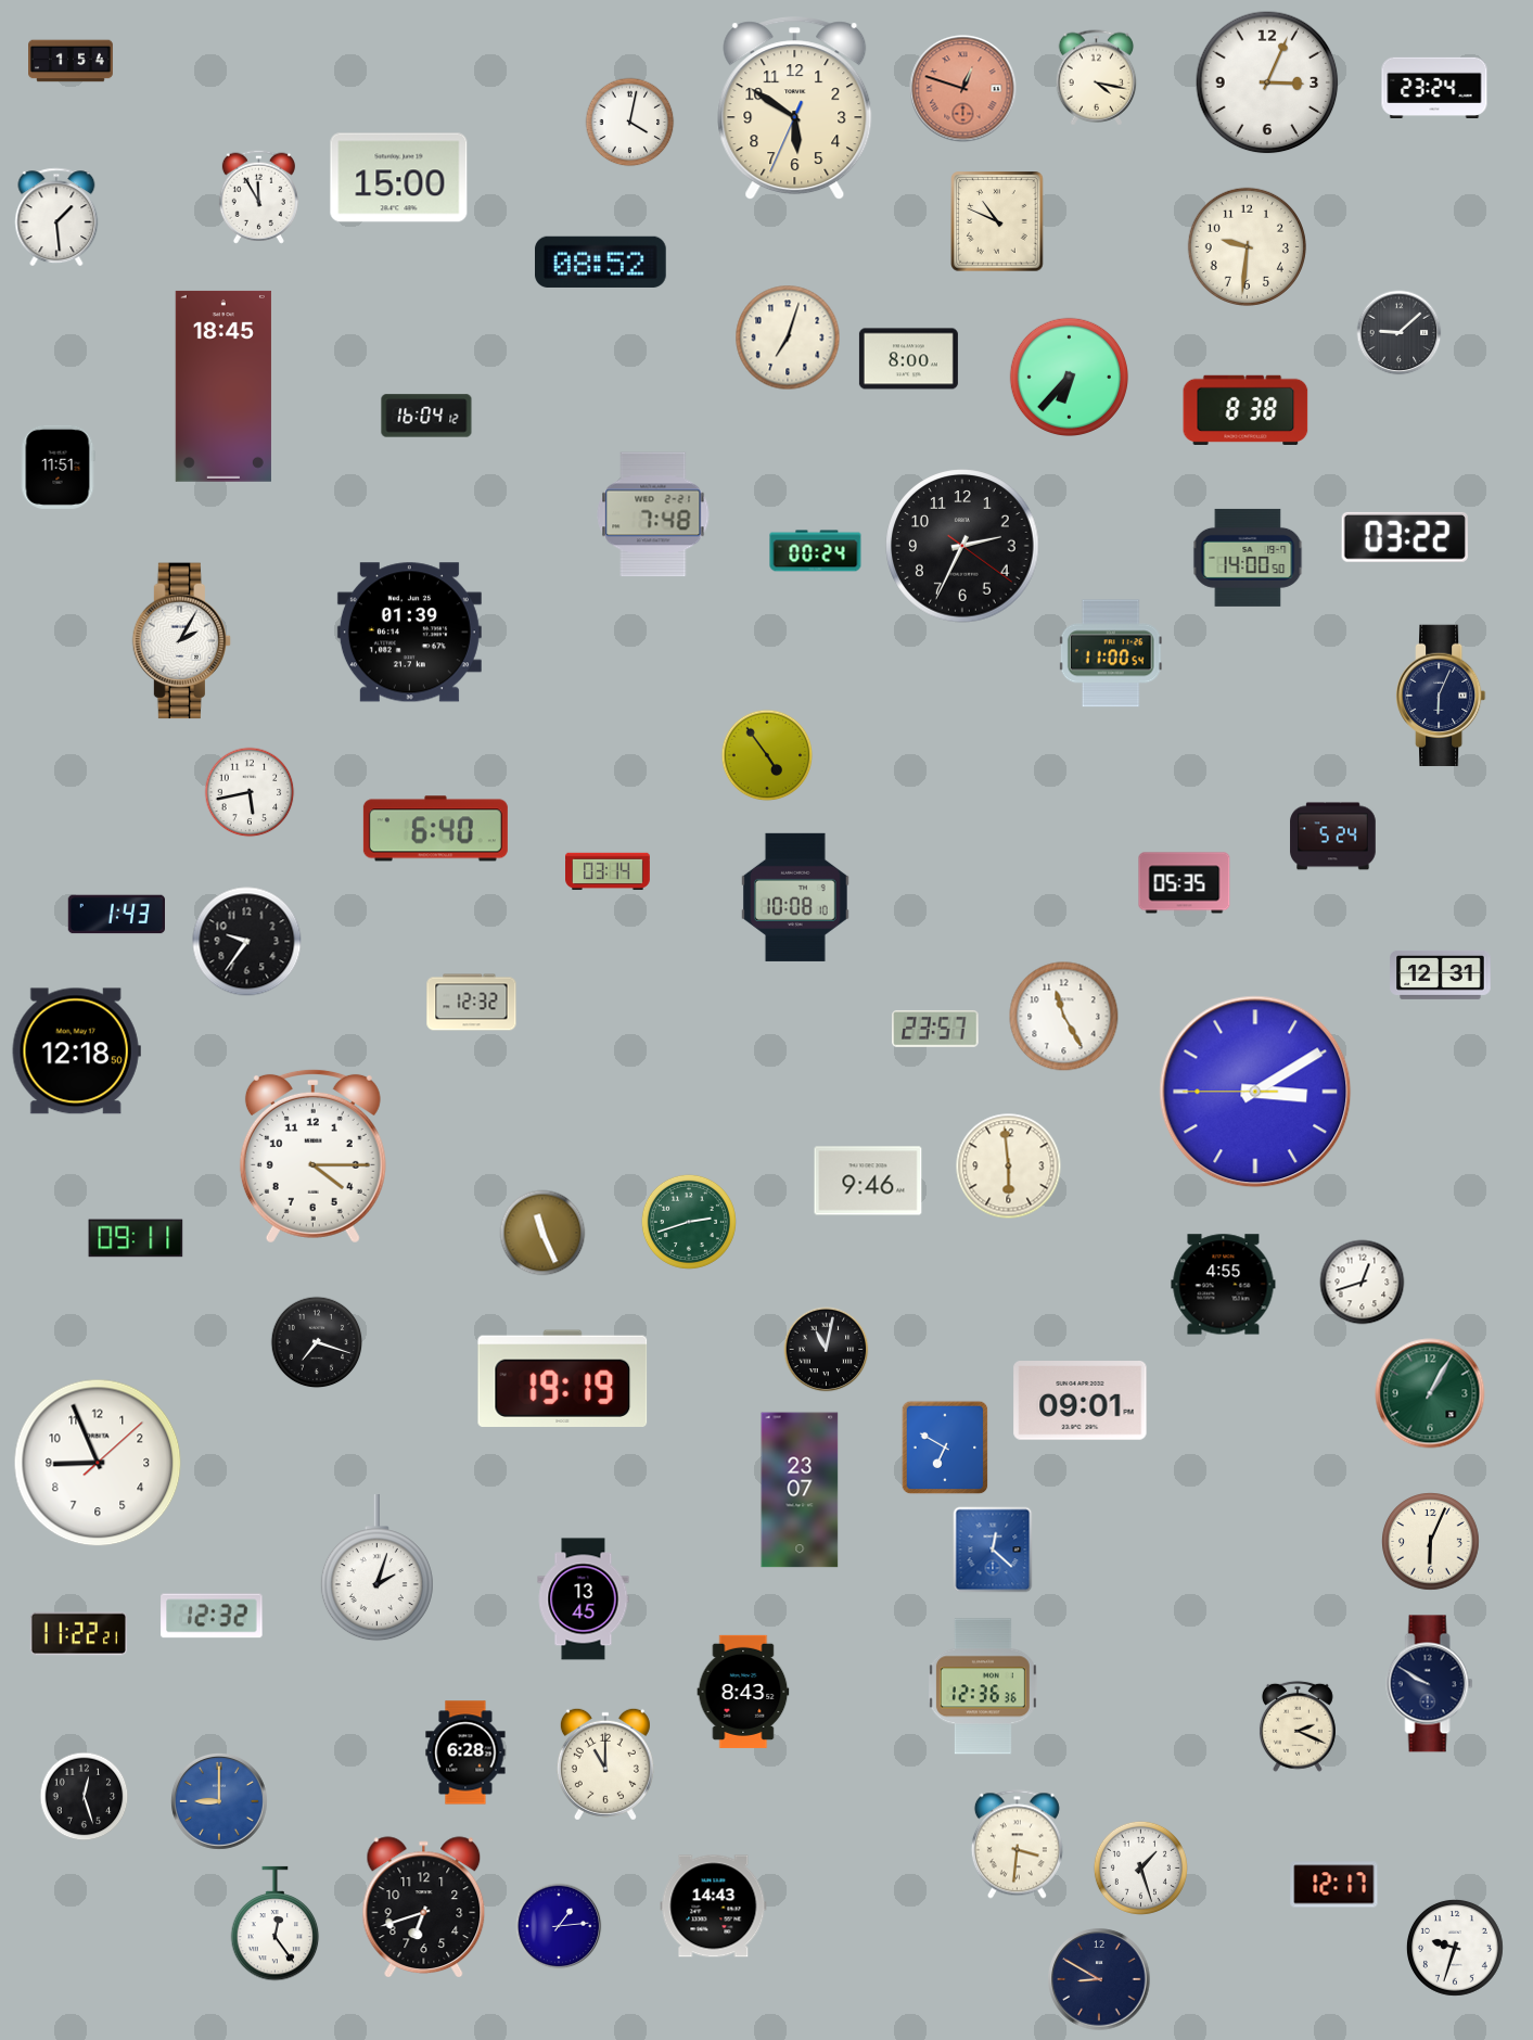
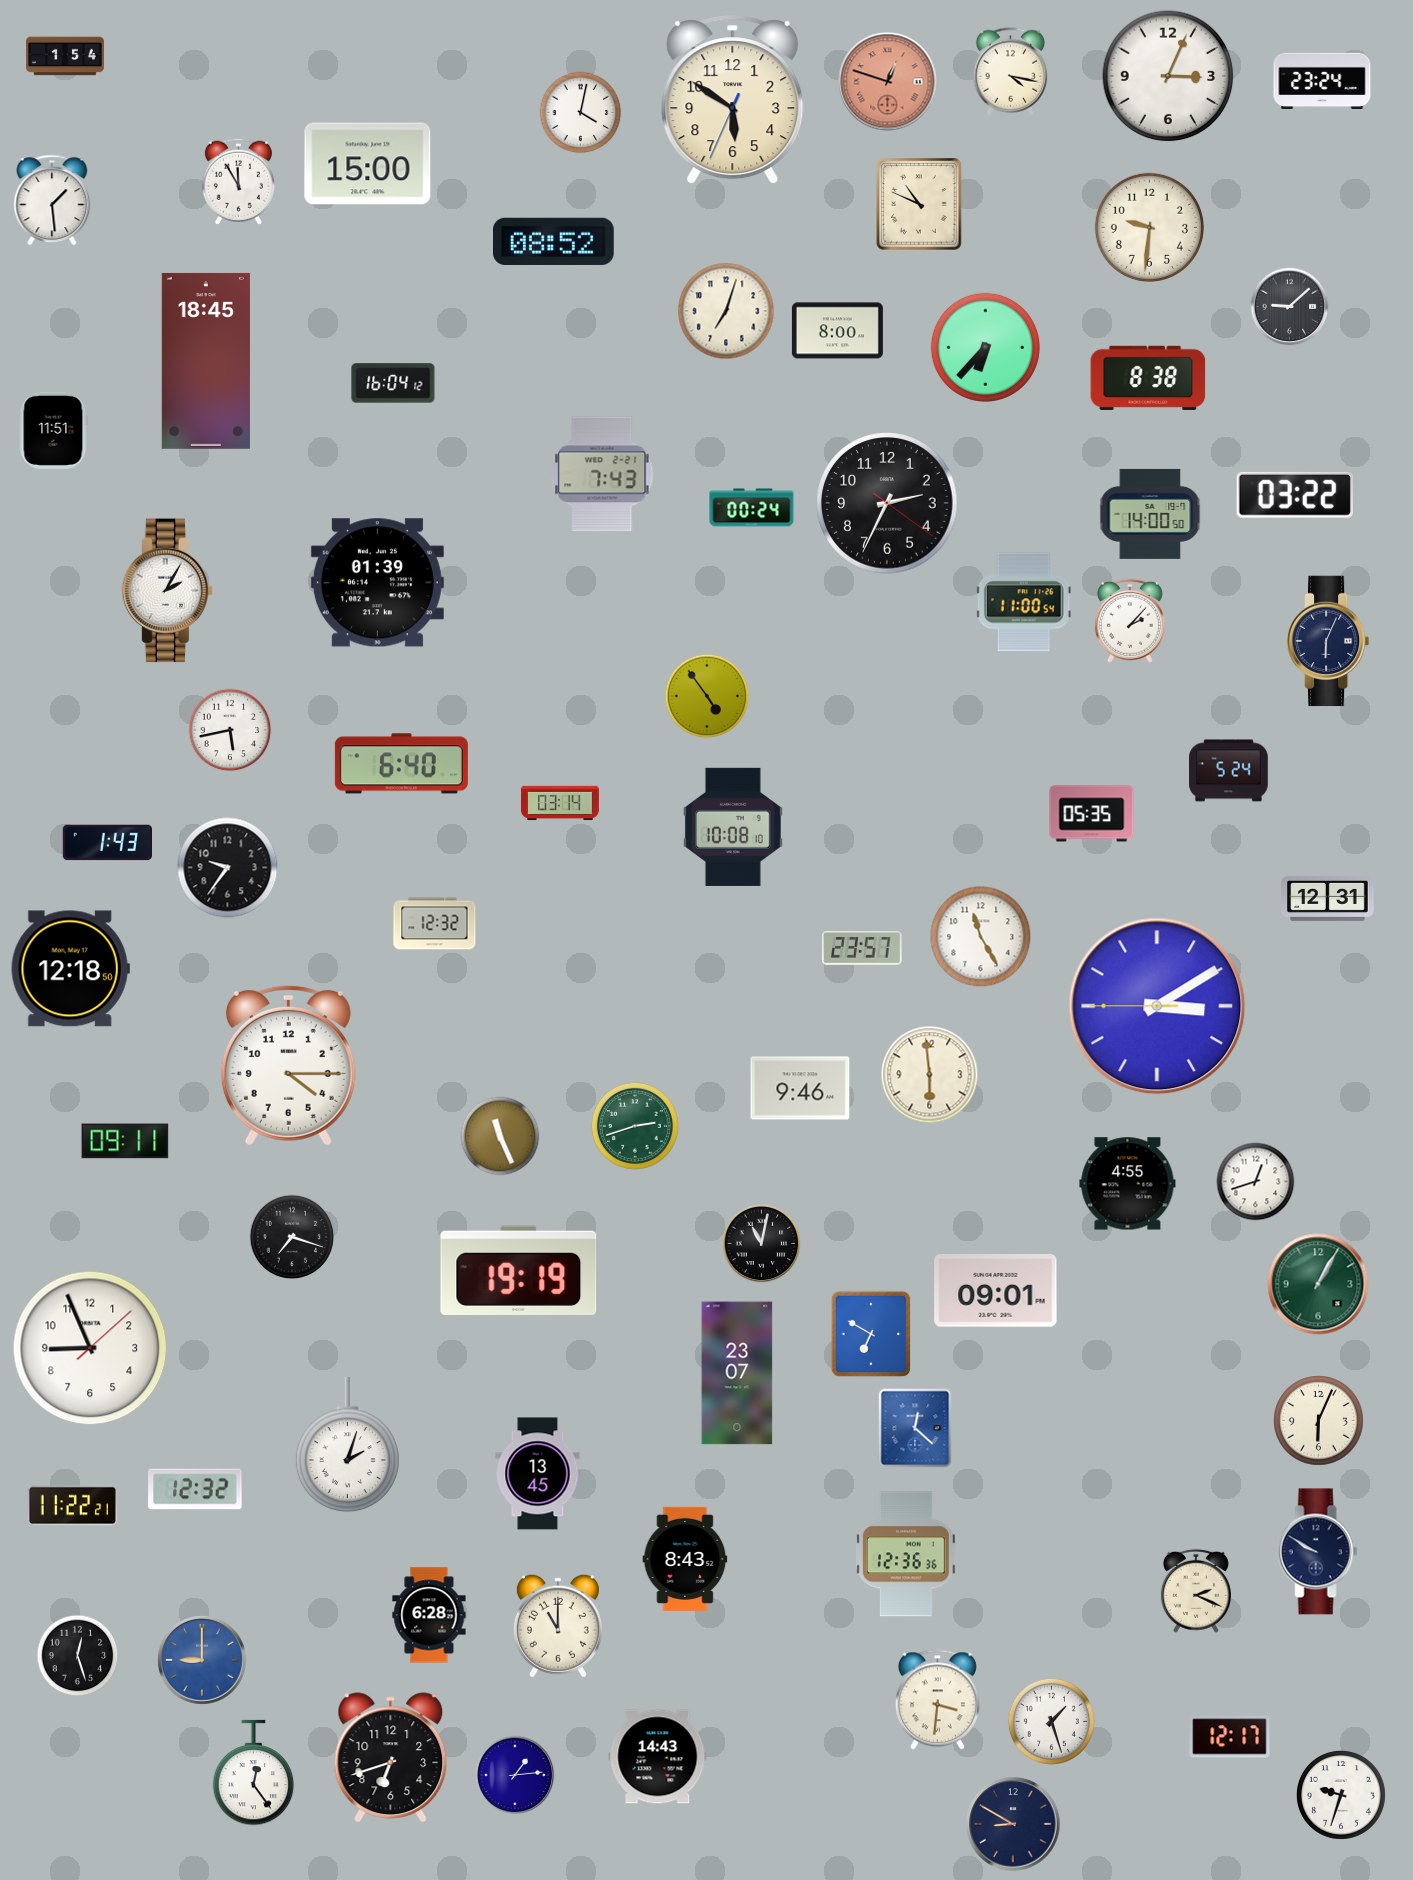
clock at (223, 386) position: (223, 386) -> (206, 361)
clock at (653, 514): 7:48 -> 7:43
clock at (1130, 621): none -> 2:07
